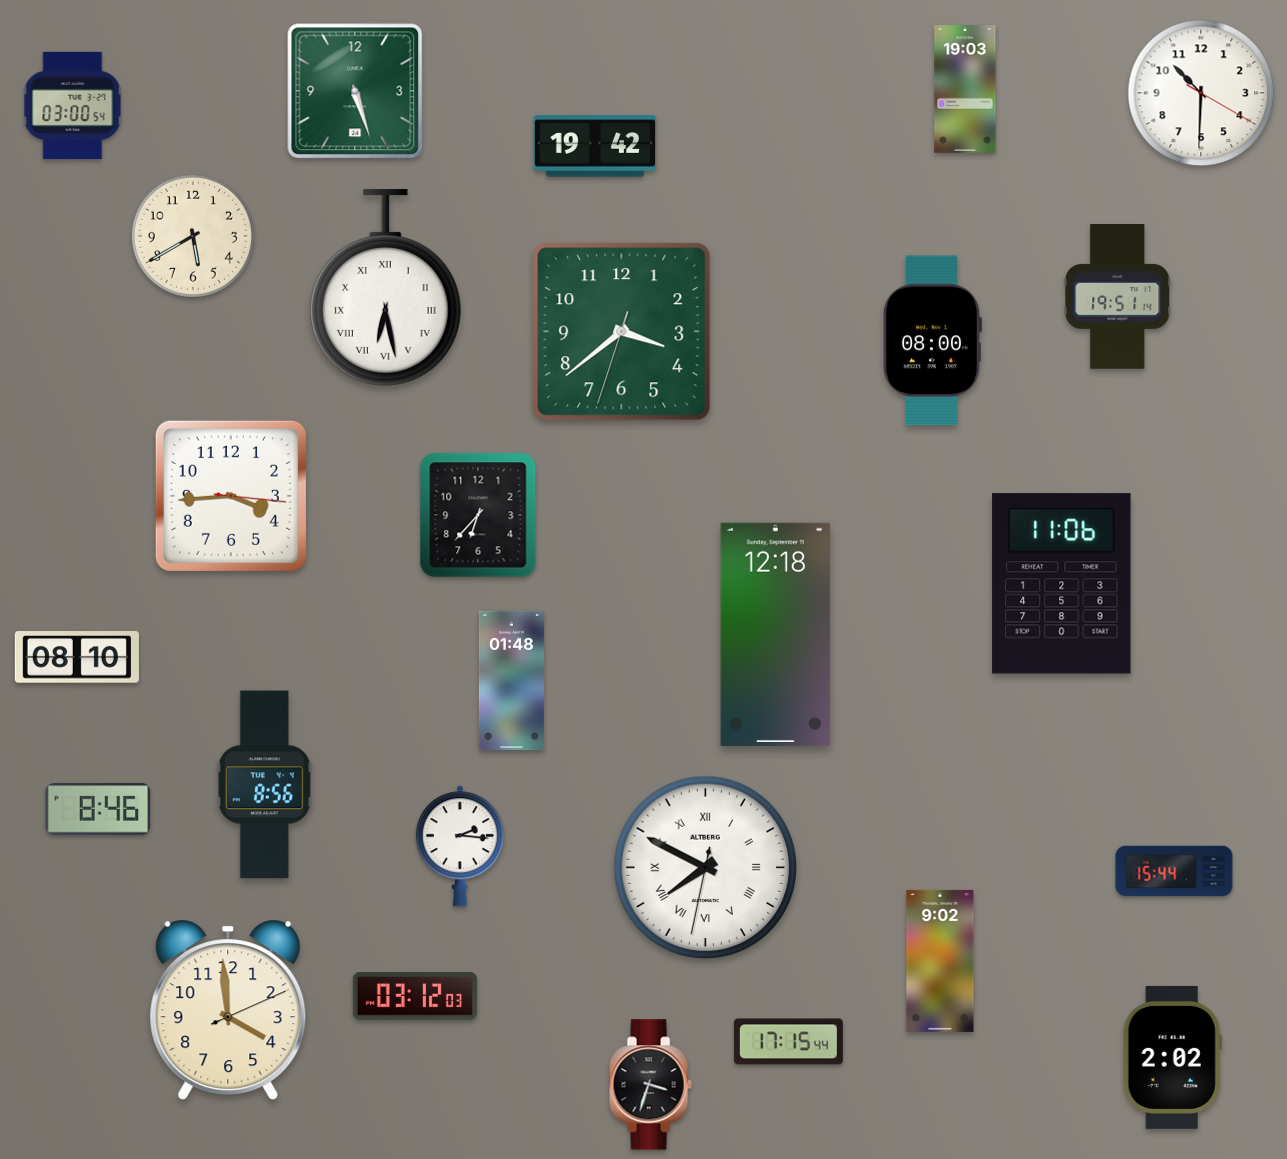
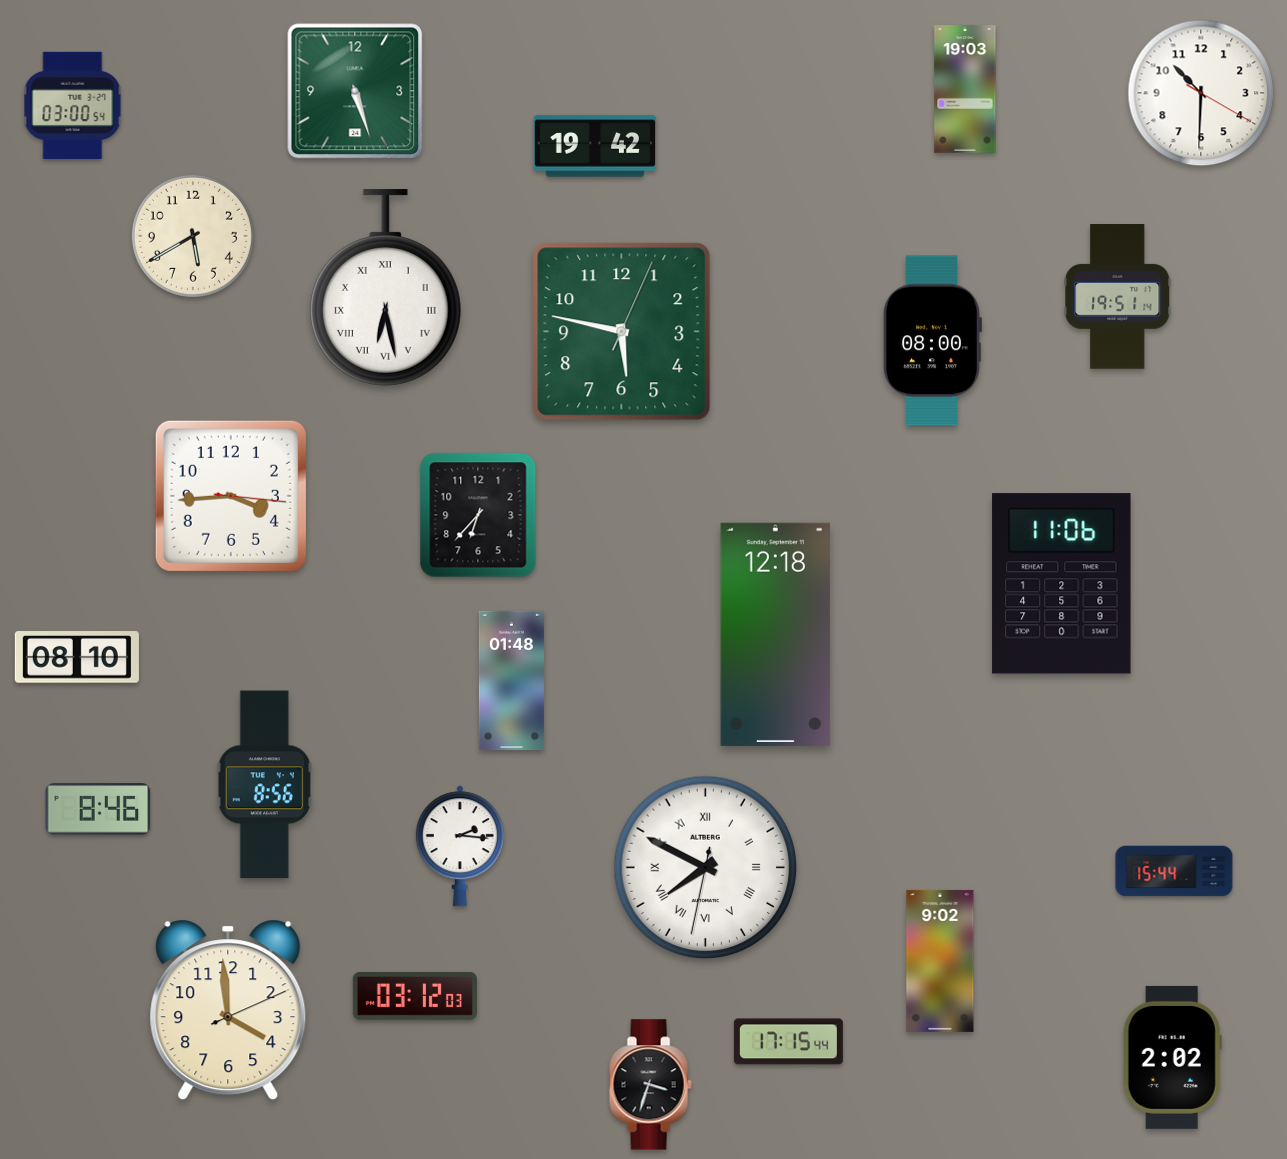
clock at (622, 332): 3:38 -> 5:47
